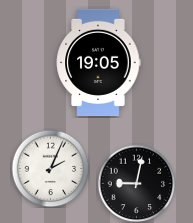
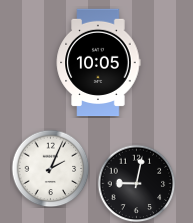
clock at (98, 63): 19:05 -> 10:05
